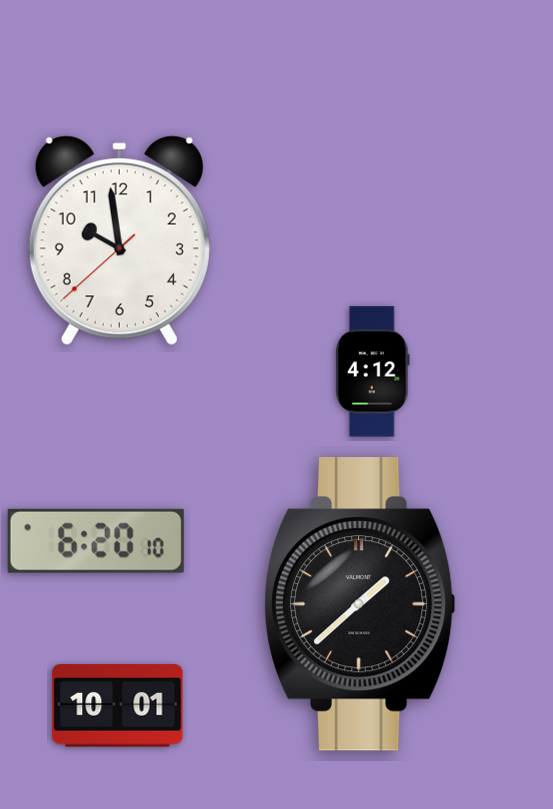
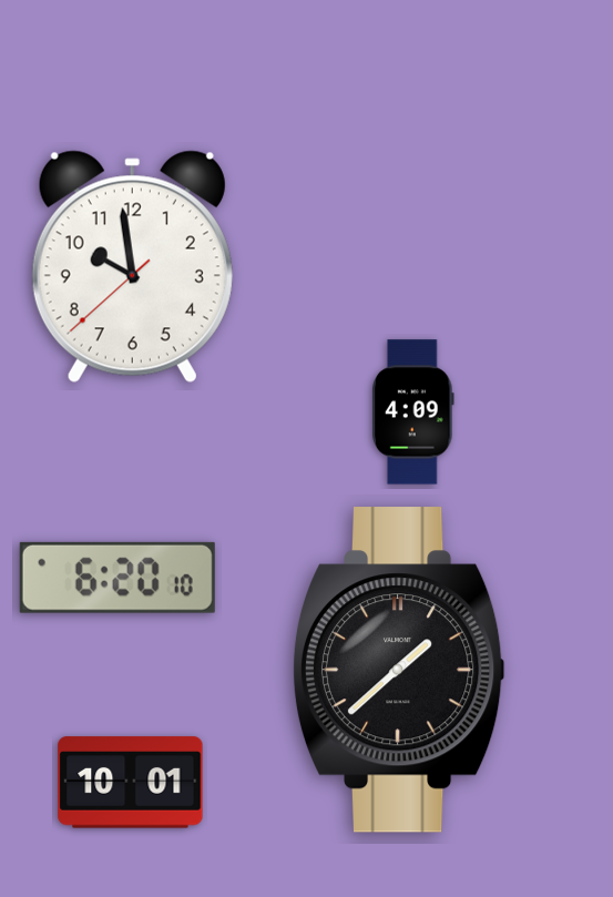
clock at (373, 372): 4:12 -> 4:09
clock at (96, 541) position: (96, 541) -> (118, 578)
